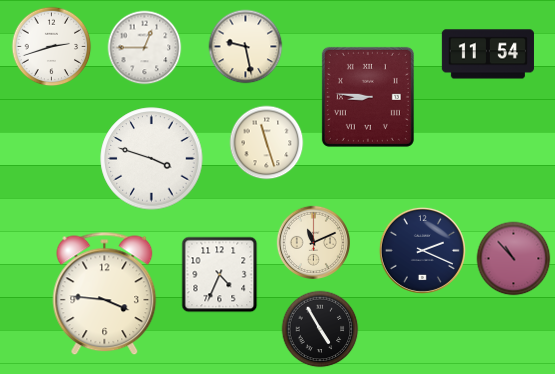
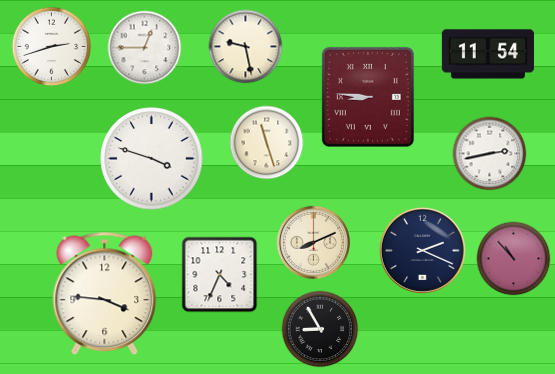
clock at (490, 154): none -> 2:43
clock at (313, 242): 11:11 -> 8:11
clock at (320, 329): 4:55 -> 8:55
